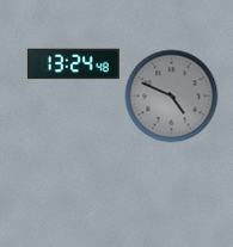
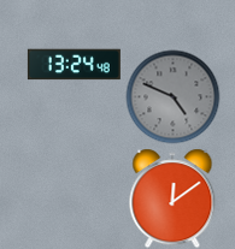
clock at (172, 198): none -> 12:09
